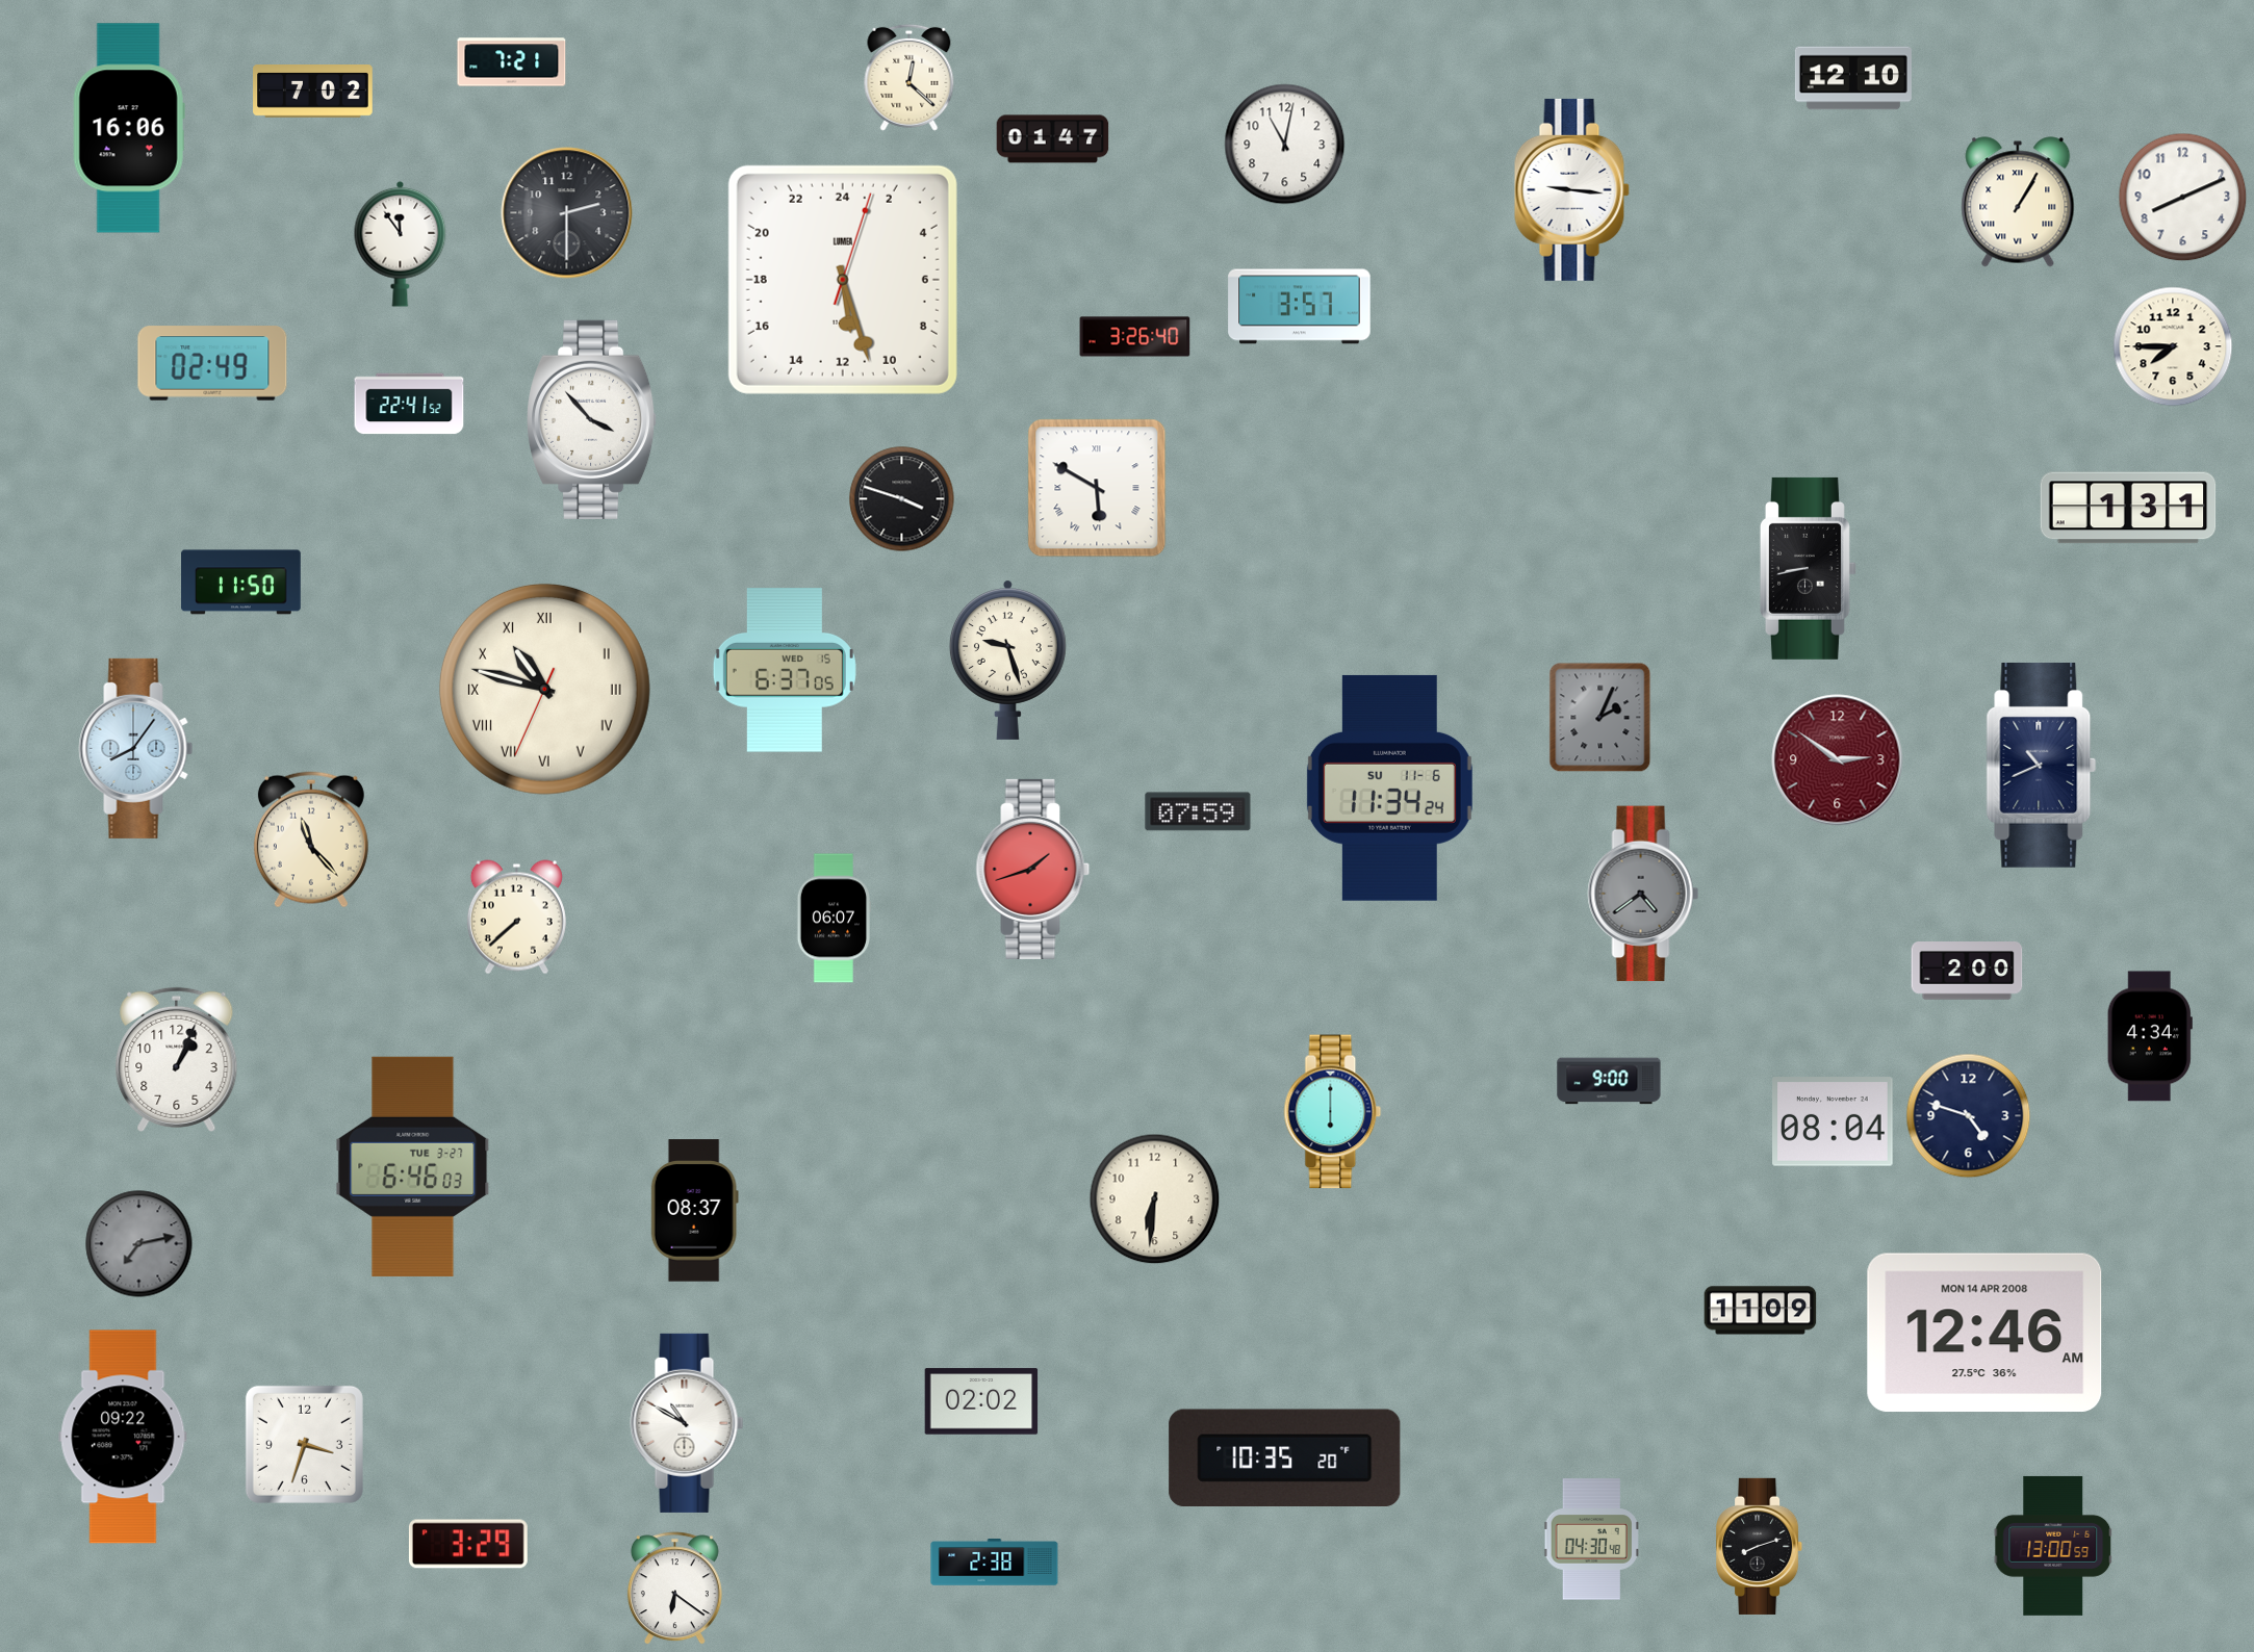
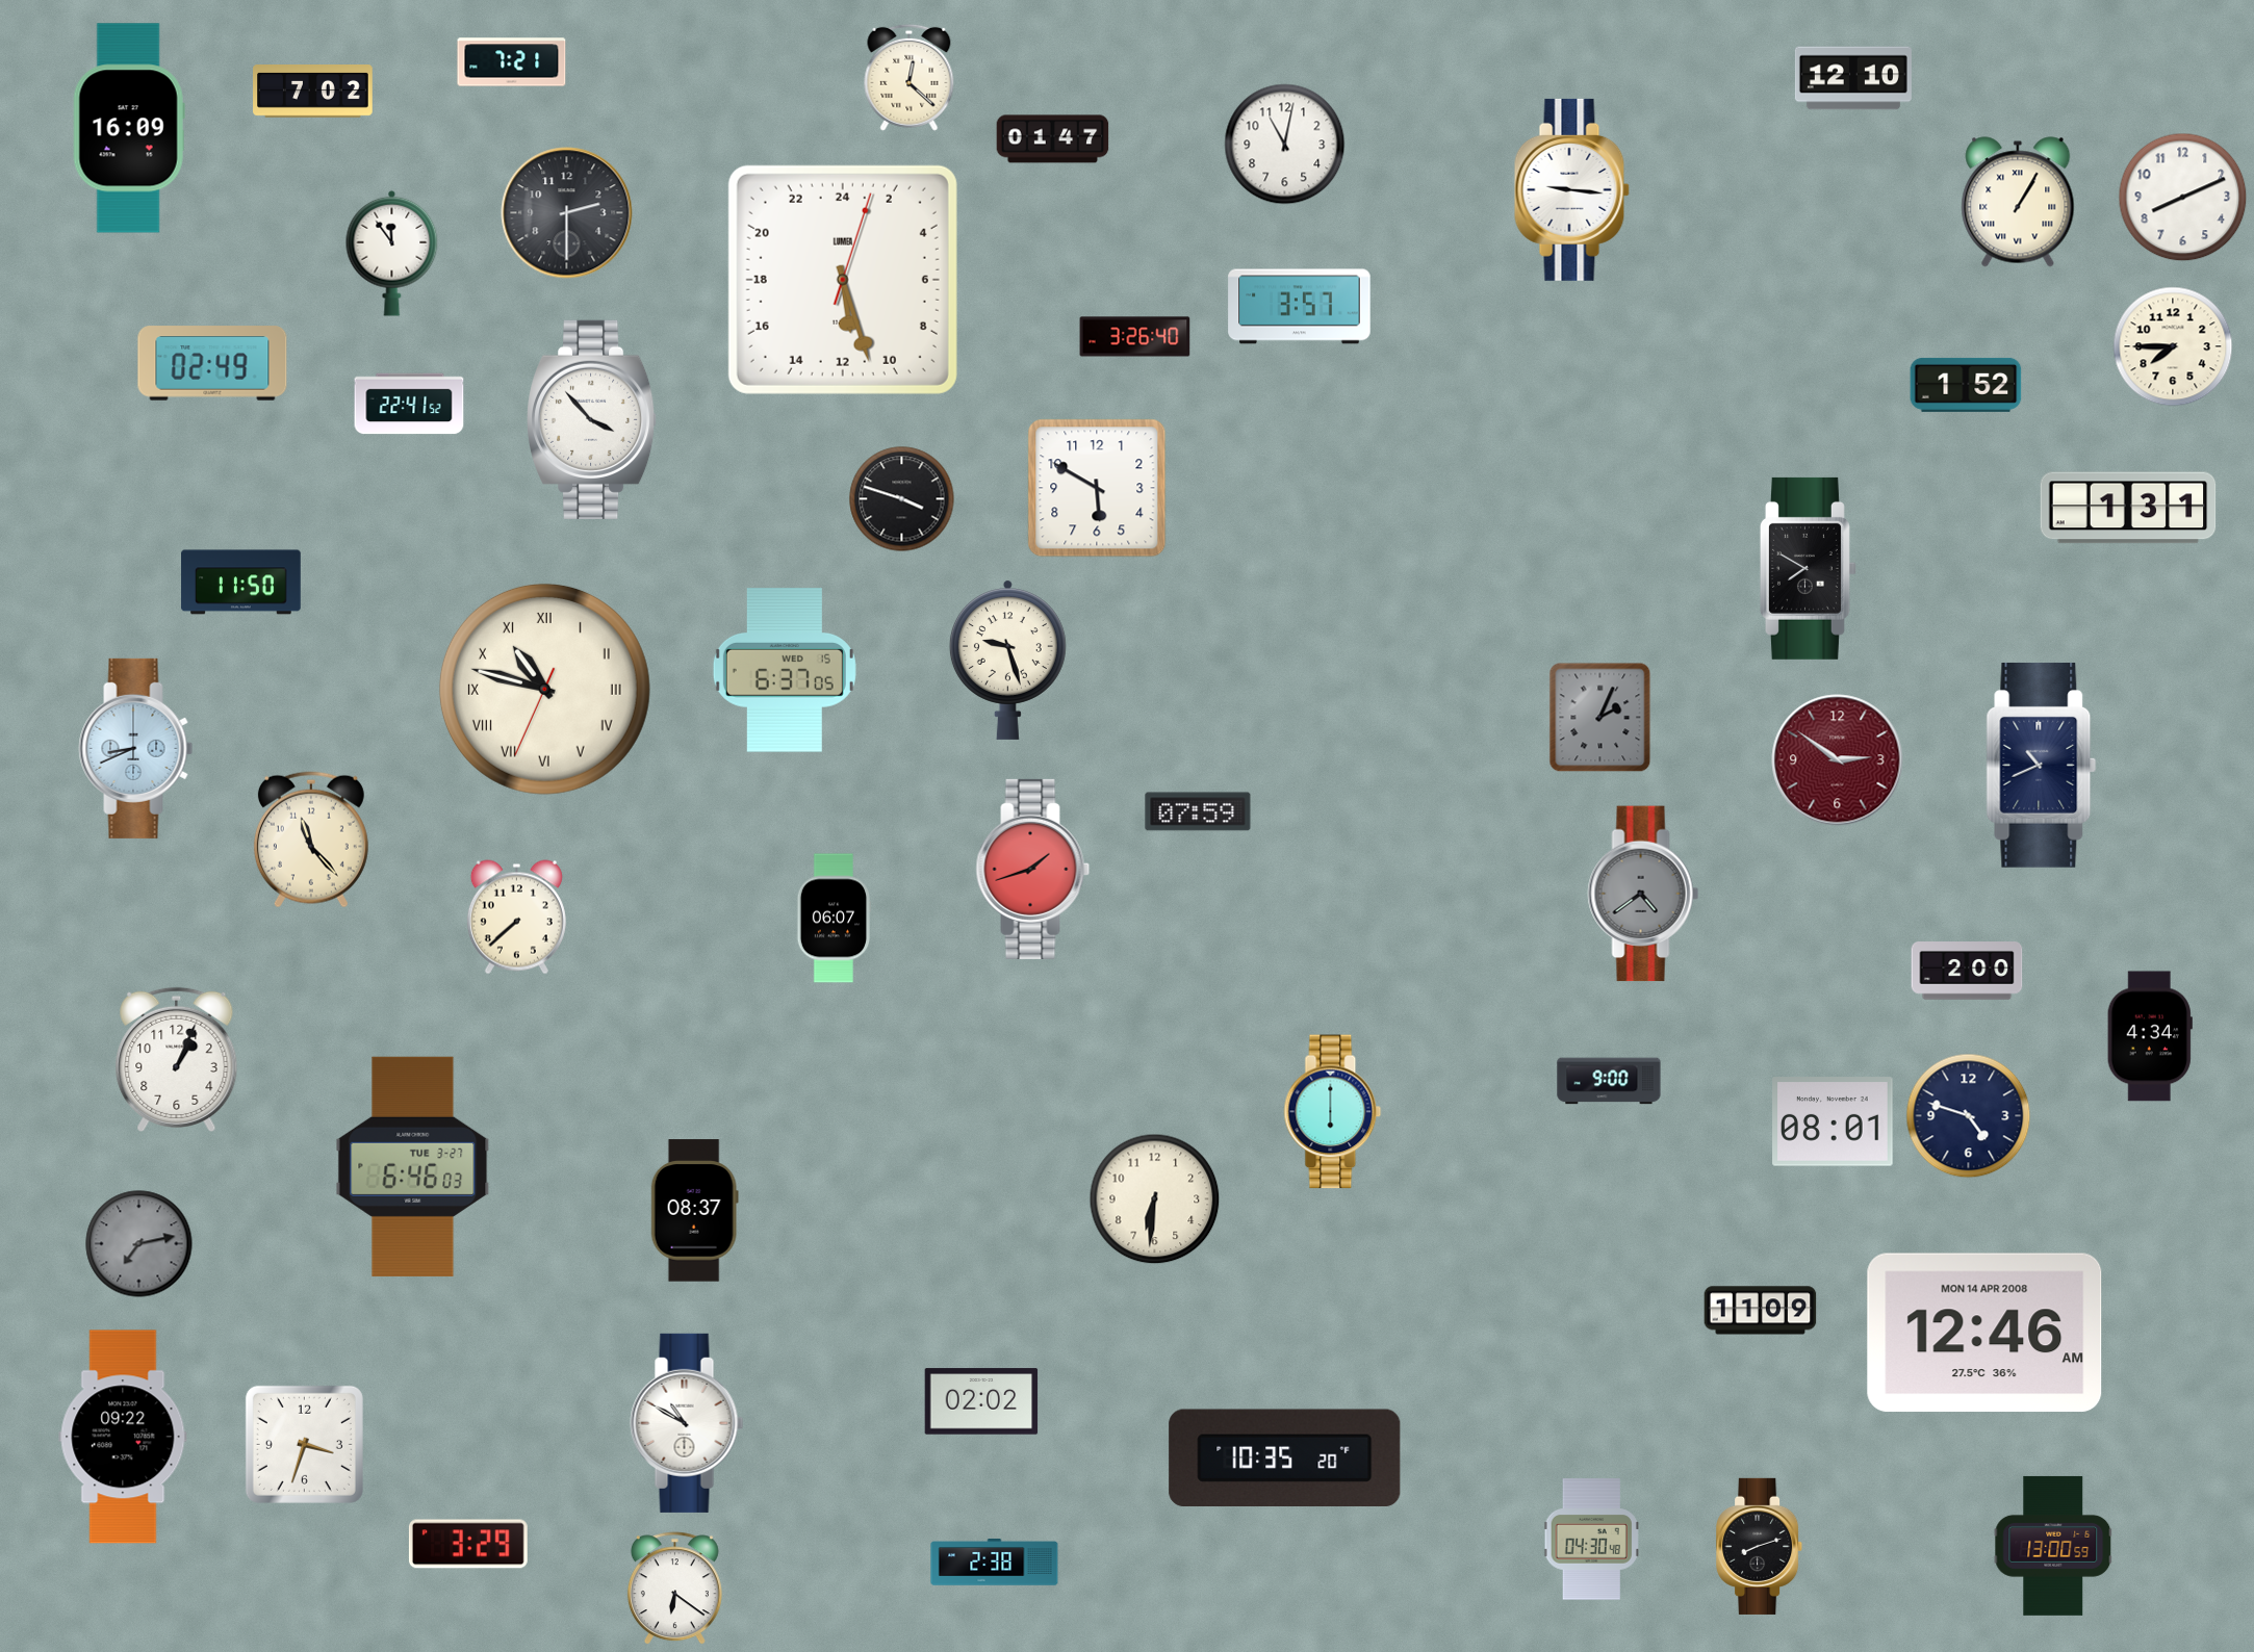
clock at (129, 128): 16:06 -> 16:09
clock at (401, 243) position: (401, 243) -> (392, 253)
clock at (1966, 385): none -> 1:52
clock at (1097, 488) numerals: Roman -> Arabic
clock at (1808, 568): 8:43 -> 7:50
clock at (136, 748): 8:06 -> 8:41
clock at (1389, 788): 11:34 -> none
clock at (1833, 1121): 08:04 -> 08:01
